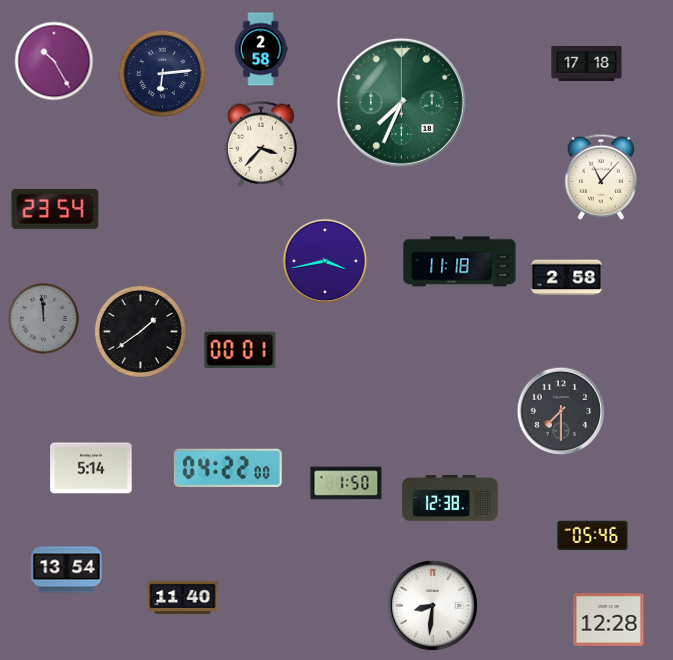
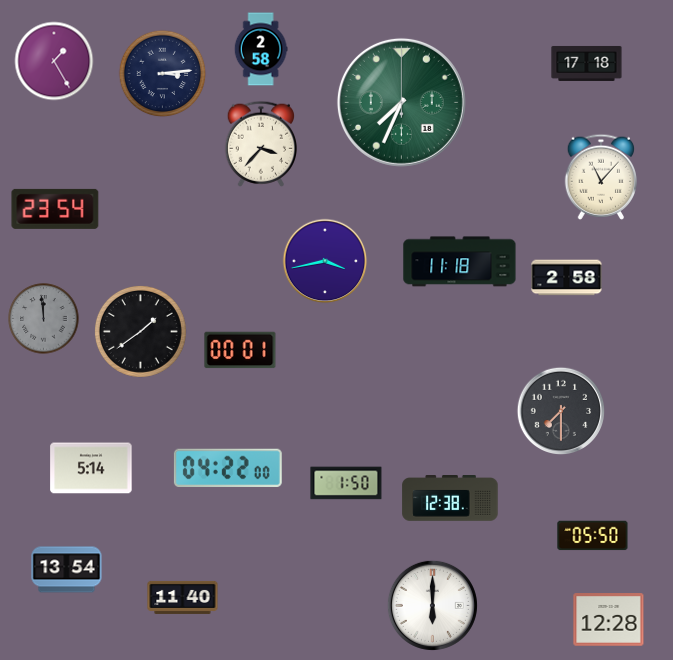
clock at (54, 61): 10:25 -> 1:25
clock at (163, 74): 6:14 -> 3:14
clock at (593, 536): 05:46 -> 05:50
clock at (432, 605): 8:31 -> 6:00
